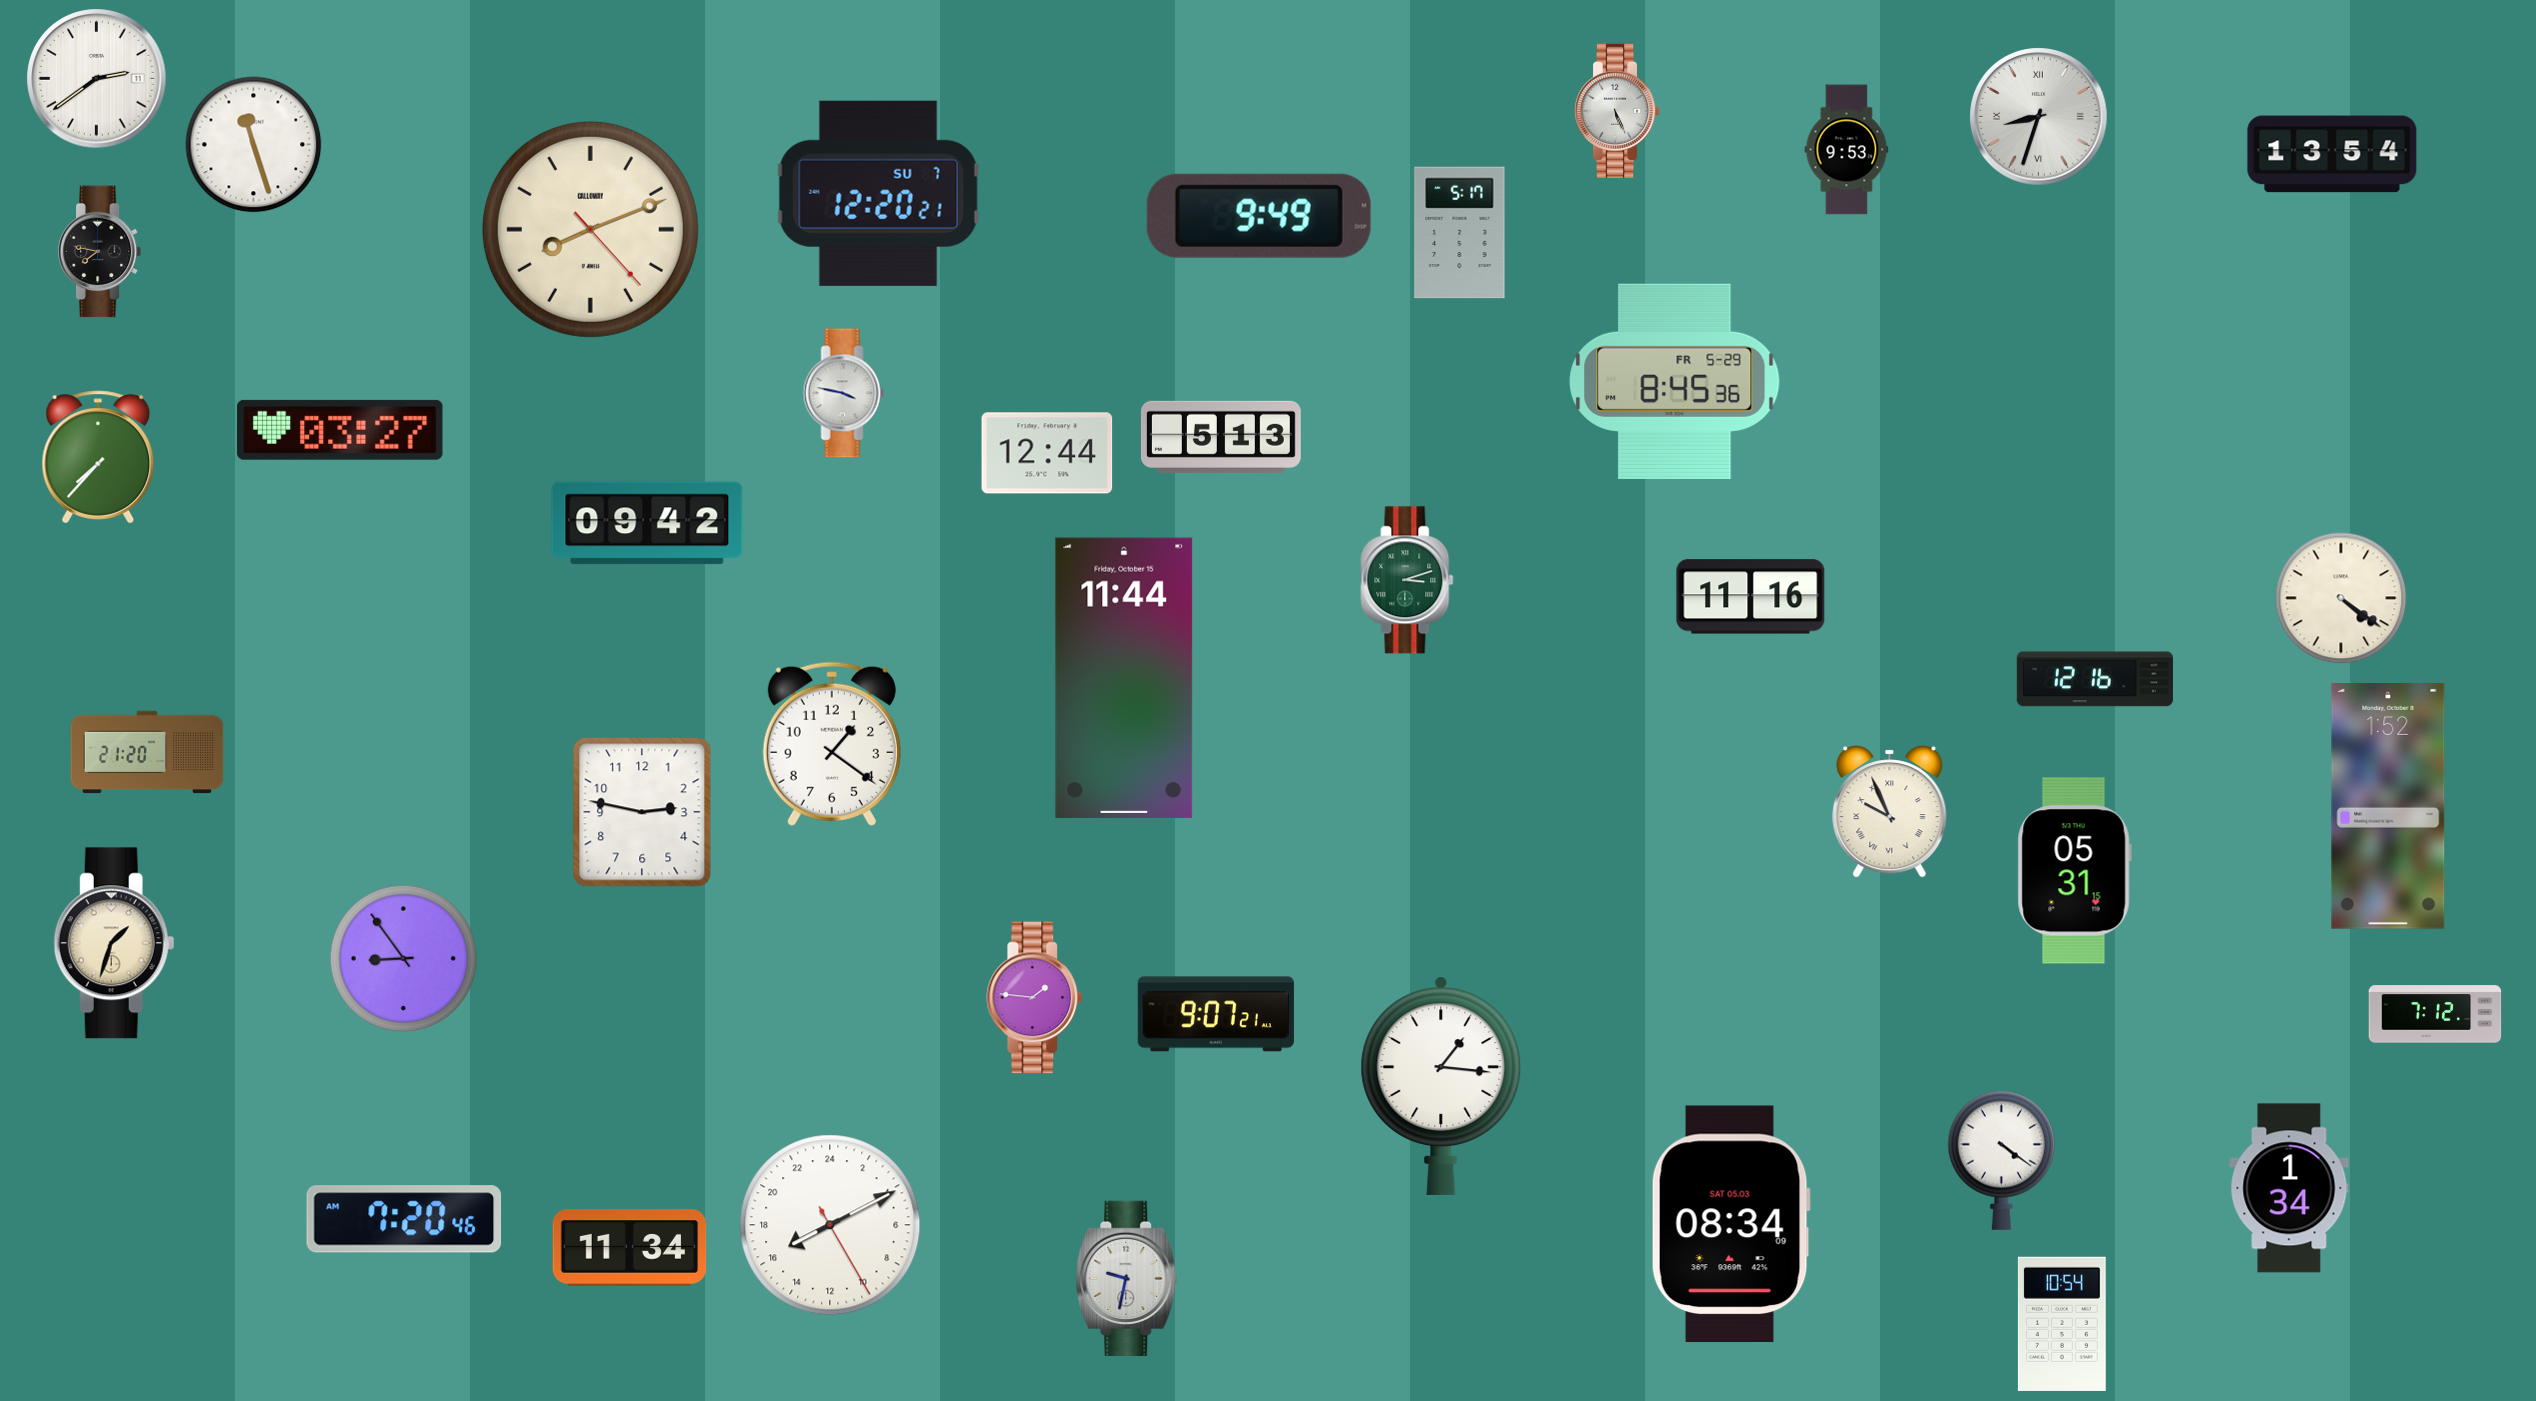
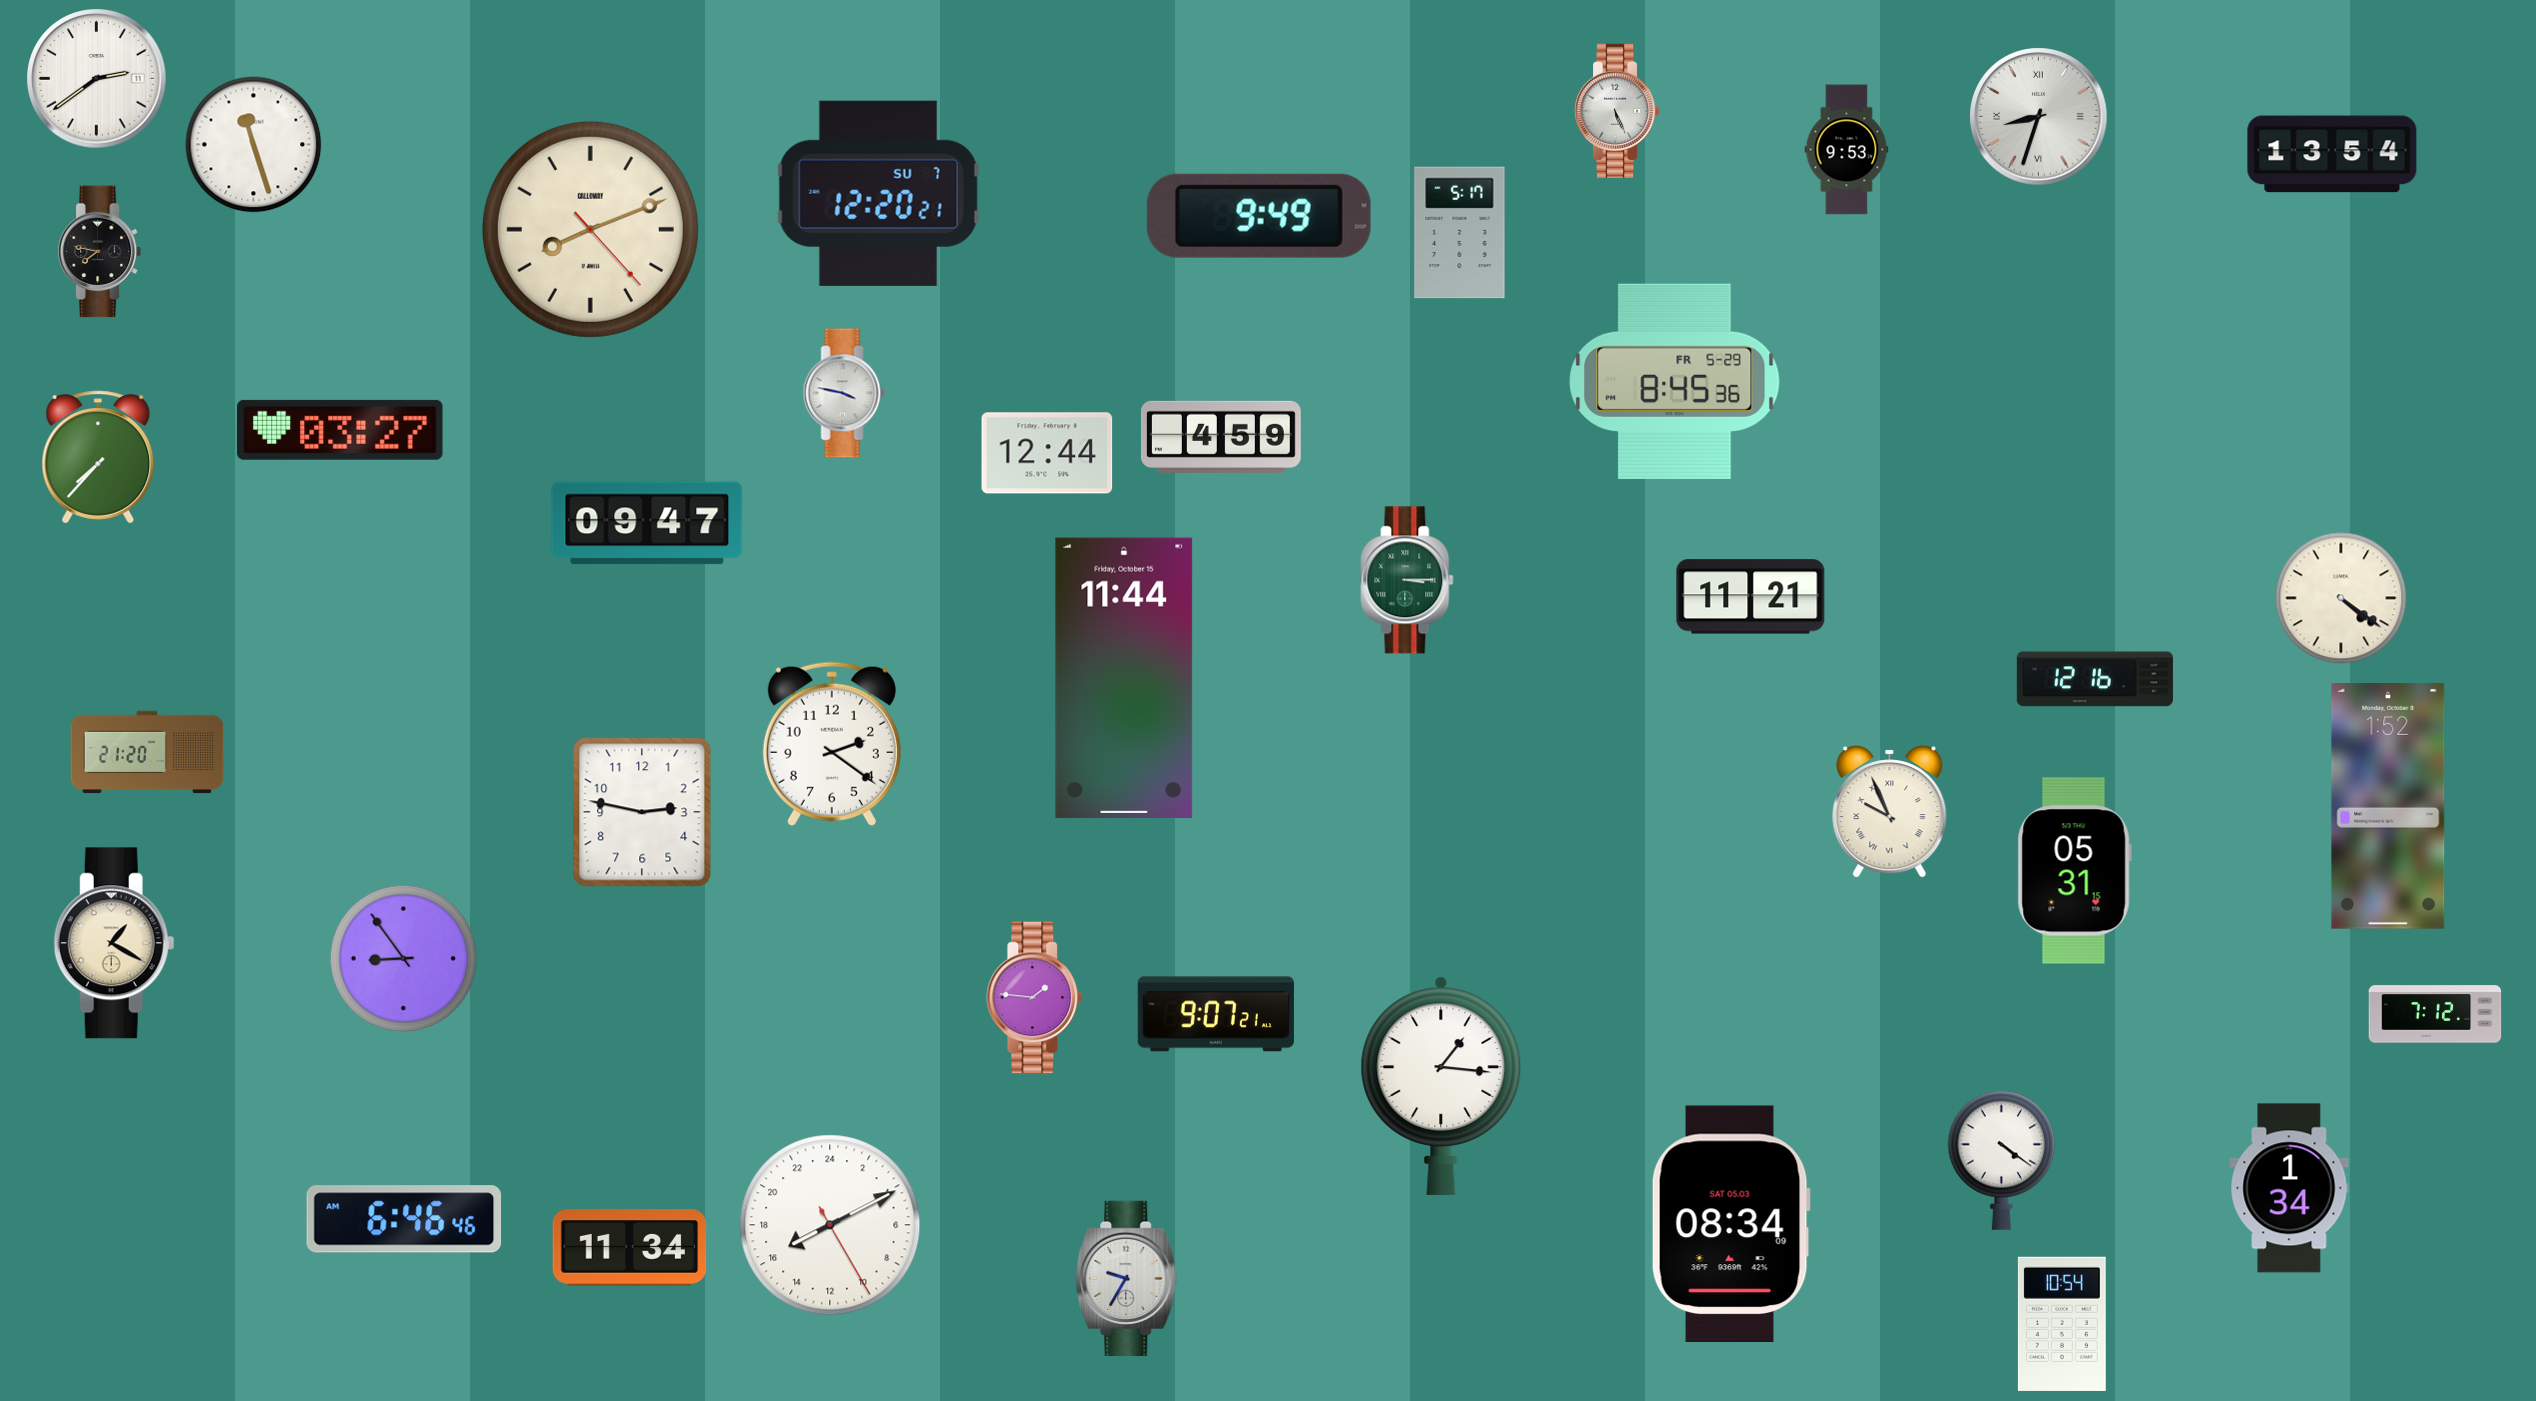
clock at (1221, 437): 5:13 -> 4:59
clock at (647, 523): 09:42 -> 09:47
clock at (1407, 580): 3:12 -> 3:15
clock at (1751, 597): 11:16 -> 11:21
clock at (832, 744): 1:21 -> 2:21
clock at (114, 943): 1:33 -> 1:20
clock at (404, 1219): 7:20 -> 6:46
clock at (1127, 1278): 9:32 -> 9:35
